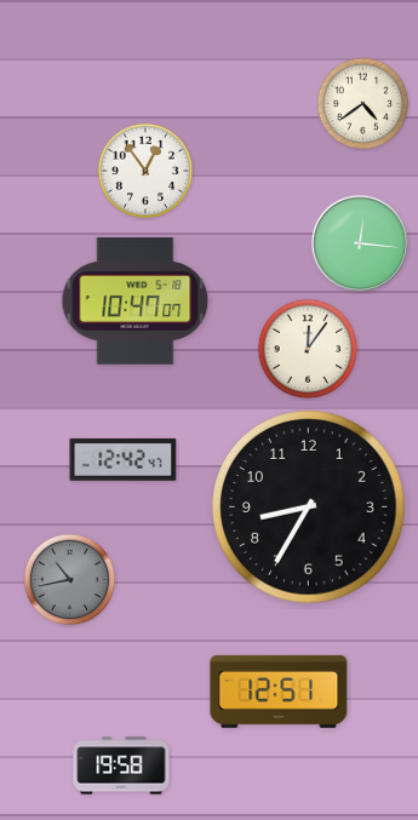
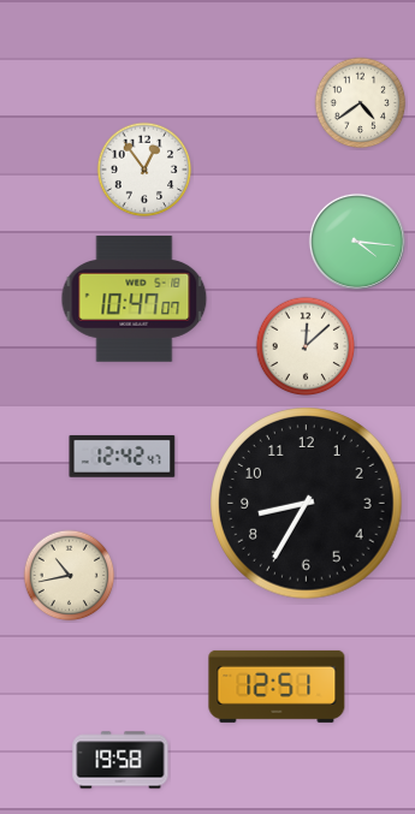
clock at (360, 243): 12:16 -> 4:16
clock at (308, 349): 12:06 -> 12:08
clock at (70, 580) dial: grey -> cream
